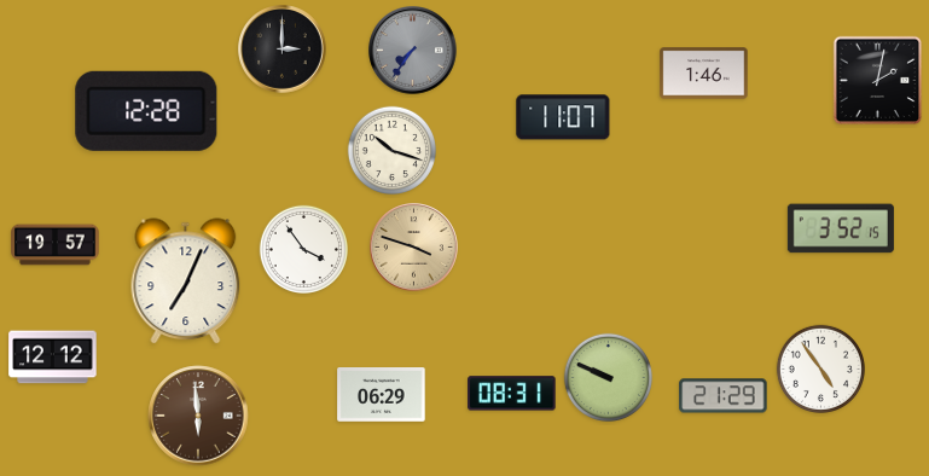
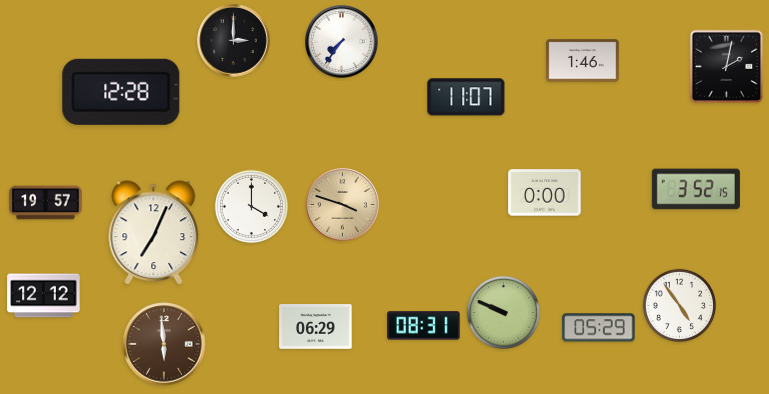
clock at (413, 51) dial: grey -> white
clock at (391, 150): 10:18 -> none
clock at (545, 193): none -> 0:00
clock at (303, 249): 3:54 -> 4:00
clock at (724, 396): 21:29 -> 05:29
